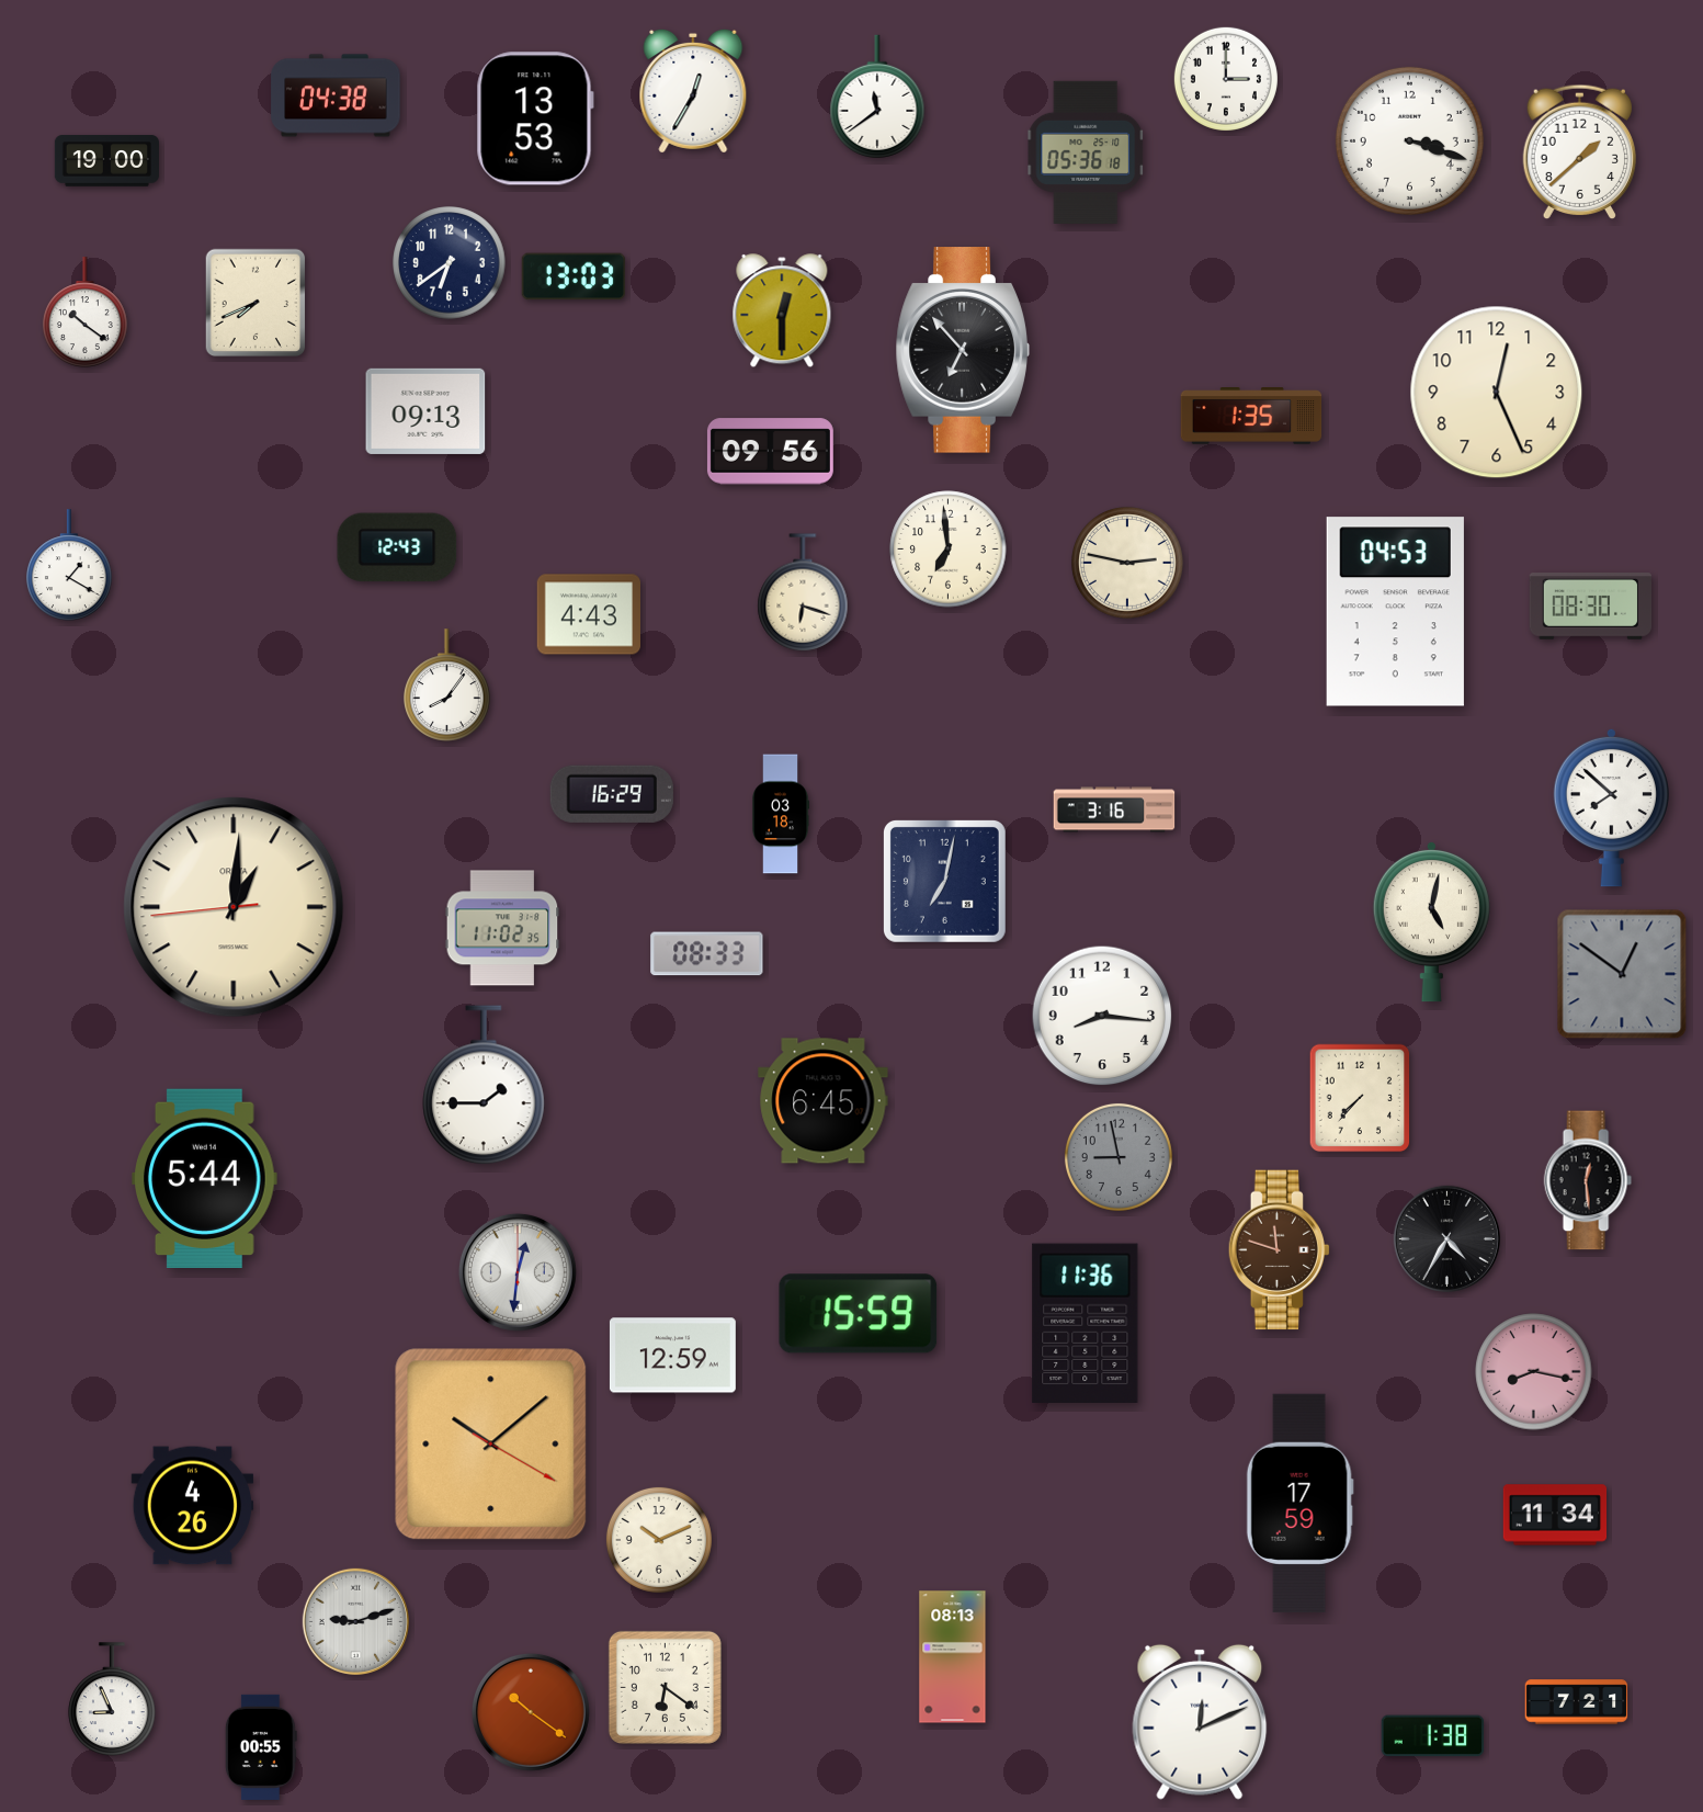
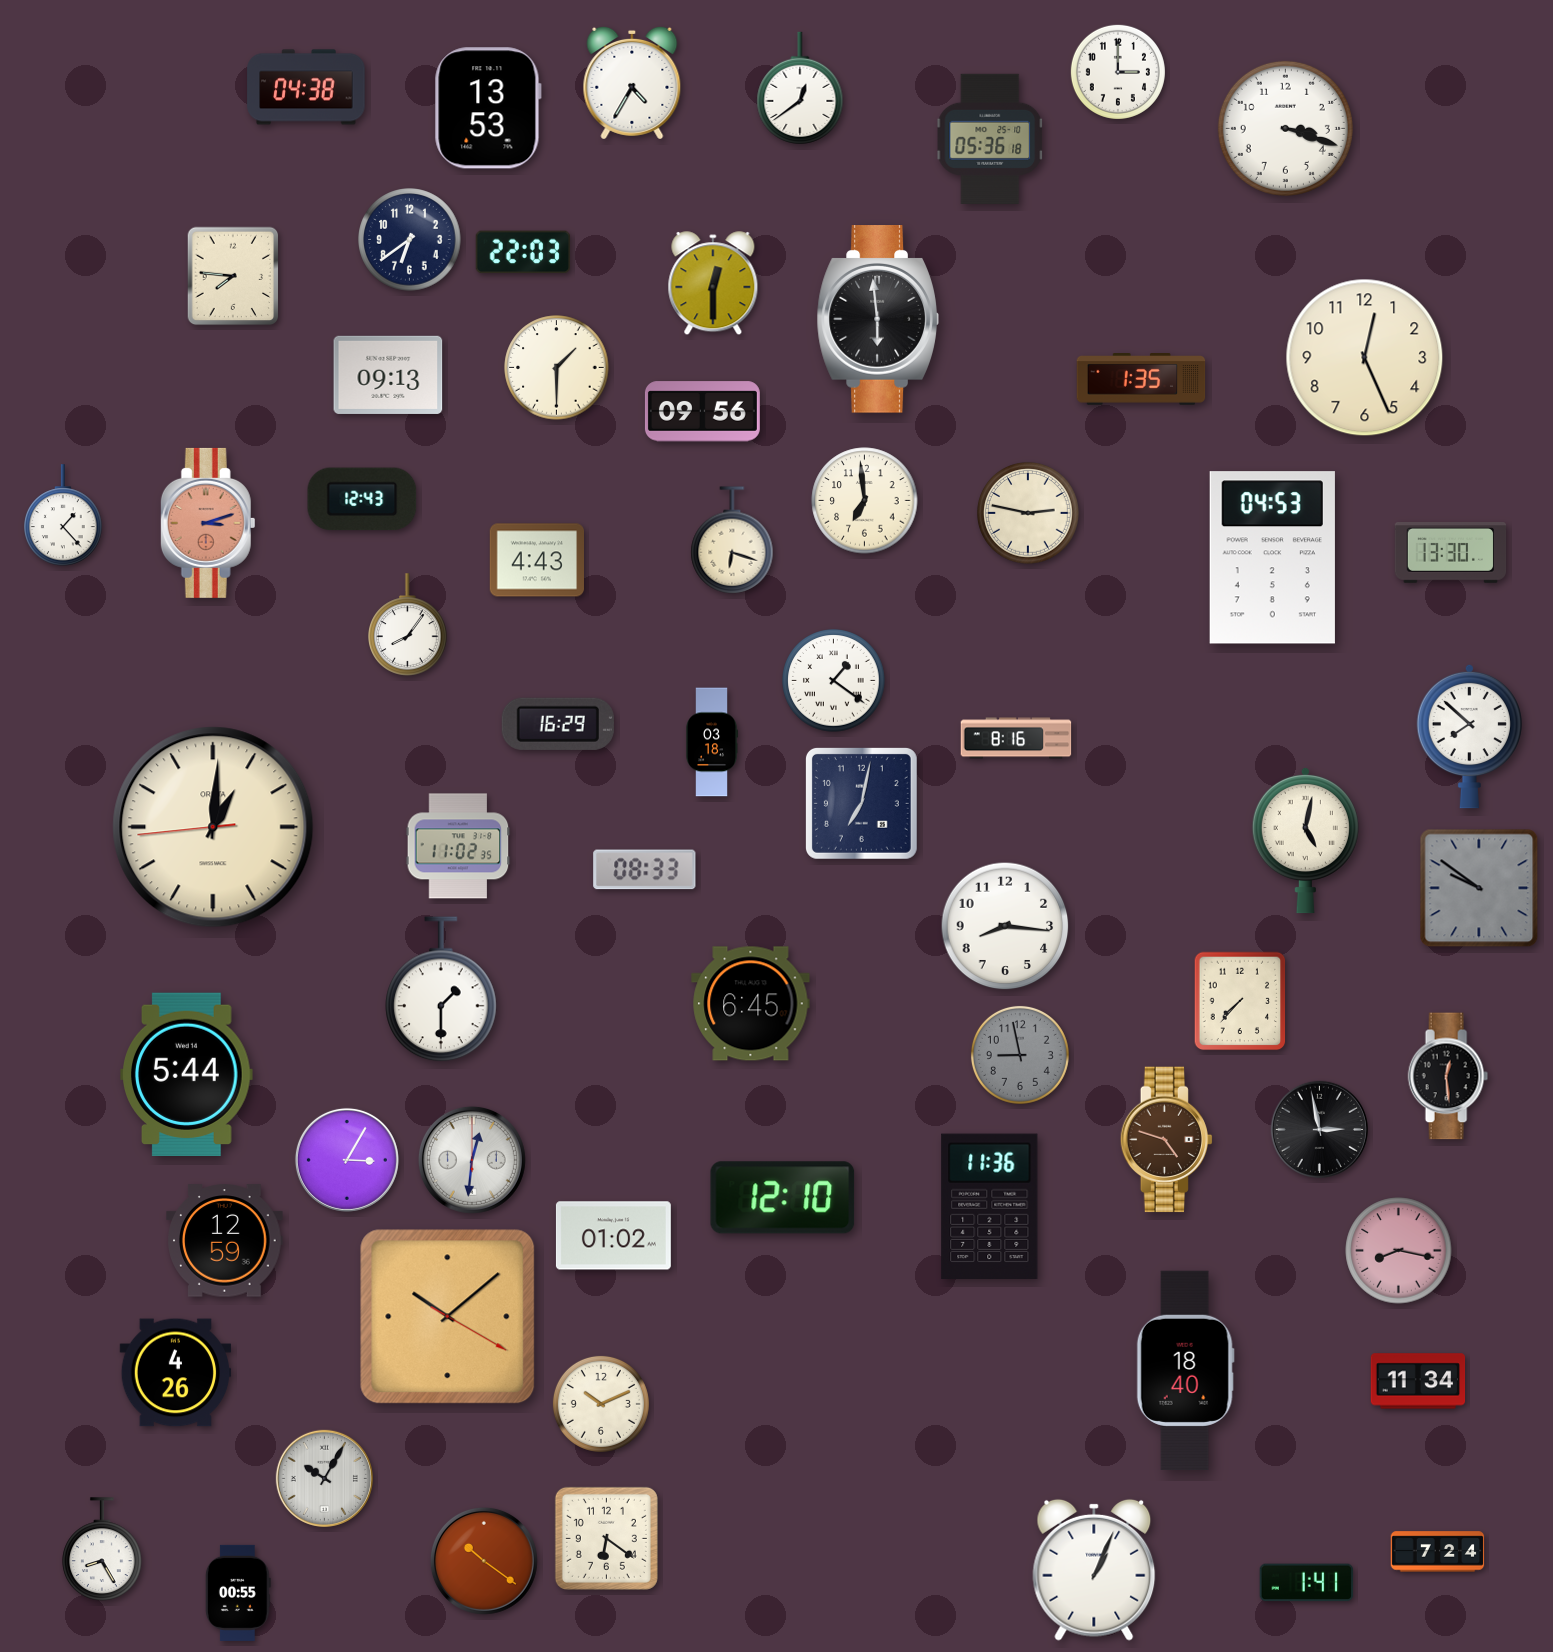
clock at (693, 91): 12:35 -> 4:35
clock at (877, 97): 11:39 -> 12:39
clock at (1579, 151): 1:38 -> none
clock at (106, 161): 19:00 -> none
clock at (574, 276): 13:03 -> 22:03
clock at (256, 303): 7:41 -> 7:46
clock at (84, 313): 10:21 -> none
clock at (963, 350): 6:53 -> 5:59
clock at (557, 368): none -> 1:30
clock at (70, 565): 1:20 -> 1:23
clock at (208, 523): none -> 3:12
clock at (1591, 607): 08:30 -> 13:30
clock at (834, 681): none -> 1:21
clock at (1114, 809): 3:16 -> 8:16
clock at (1622, 974): 12:51 -> 9:51
clock at (484, 1085): 1:45 -> 1:30
clock at (1446, 1238): 4:35 -> 2:58
clock at (1279, 1250): 11:48 -> 4:48
clock at (347, 1160): none -> 3:05
clock at (859, 1314): 15:59 -> 12:10
clock at (672, 1356): 12:59 -> 01:02
clock at (225, 1241): none -> 12:59
clock at (1299, 1503): 17:59 -> 18:40
clock at (355, 1621): 9:12 -> 10:05
clock at (953, 1657): 08:13 -> none
clock at (112, 1699): 8:56 -> 8:25
clock at (1577, 1702): 7:21 -> 7:24
clock at (1200, 1722): 12:11 -> 1:04
clock at (1433, 1736): 1:38 -> 1:41
